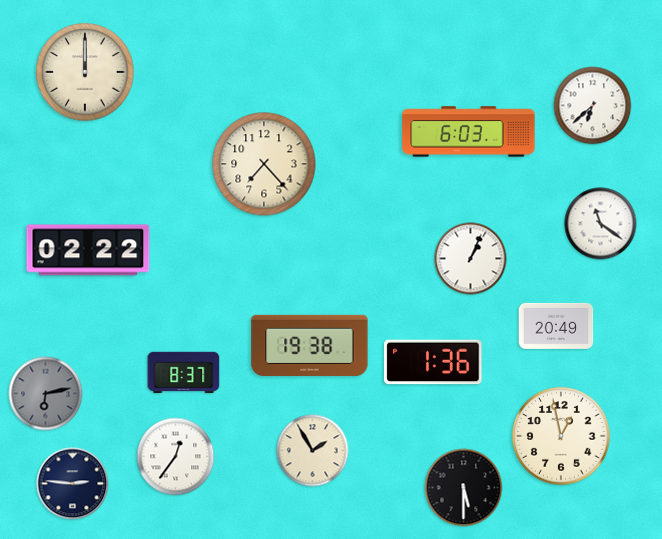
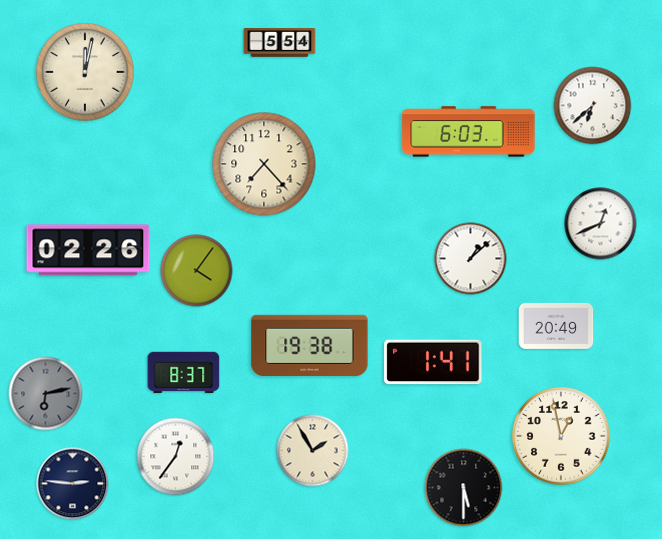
clock at (280, 43): none -> 5:54
clock at (85, 72): 12:00 -> 12:02
clock at (601, 224): 11:21 -> 12:41
clock at (88, 250): 02:22 -> 02:26
clock at (471, 259): 1:04 -> 1:08
clock at (197, 271): none -> 4:06
clock at (433, 362): 1:36 -> 1:41
